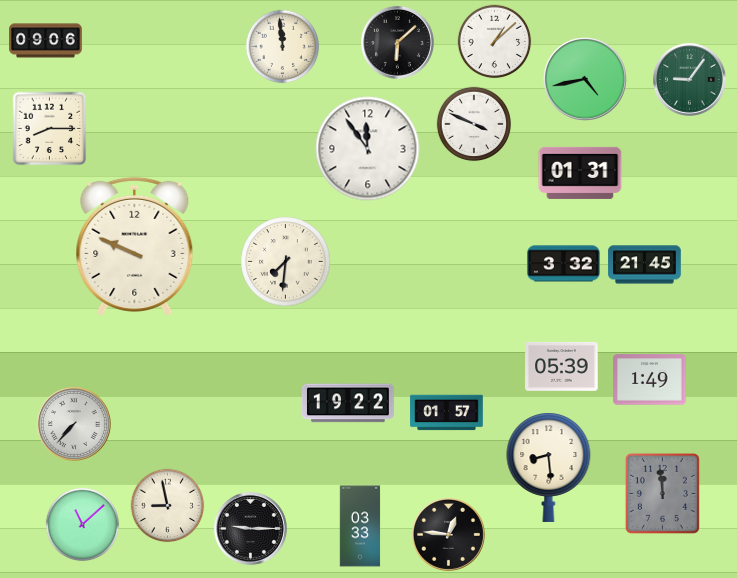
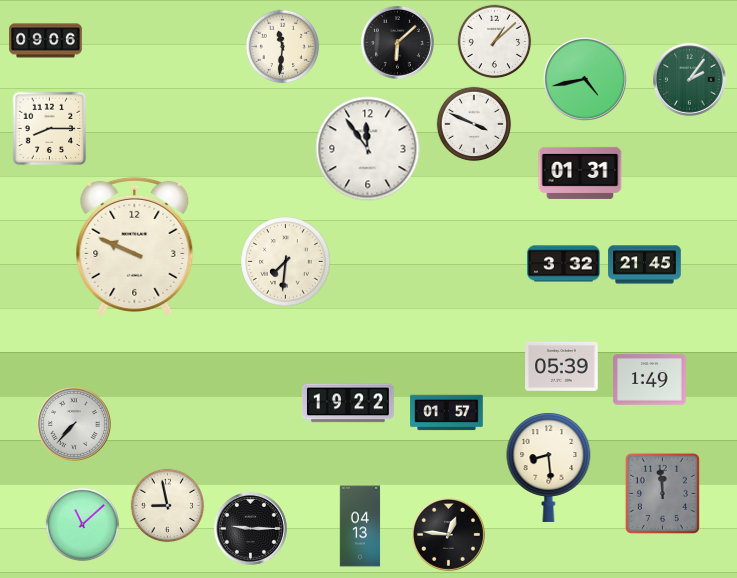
clock at (283, 47): 11:59 -> 11:31
clock at (689, 79): 9:06 -> 2:06
clock at (360, 526): 03:33 -> 04:13
